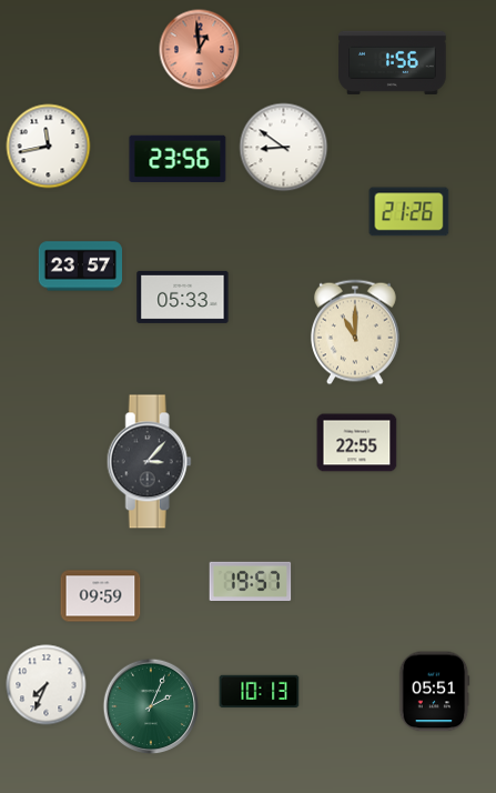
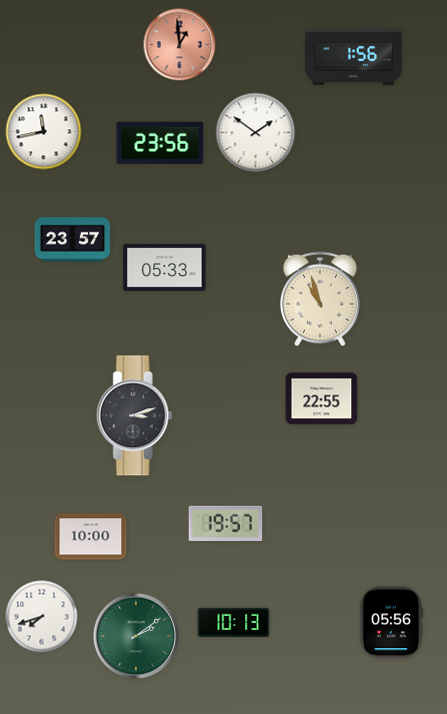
clock at (284, 148): 8:51 -> 1:51
clock at (409, 212): 21:26 -> none
clock at (355, 332): 11:00 -> 10:57
clock at (149, 462): 3:07 -> 3:12
clock at (101, 596): 09:59 -> 10:00
clock at (47, 685): 7:34 -> 7:42
clock at (434, 692): 05:51 -> 05:56
clock at (151, 706): 2:04 -> 2:09
